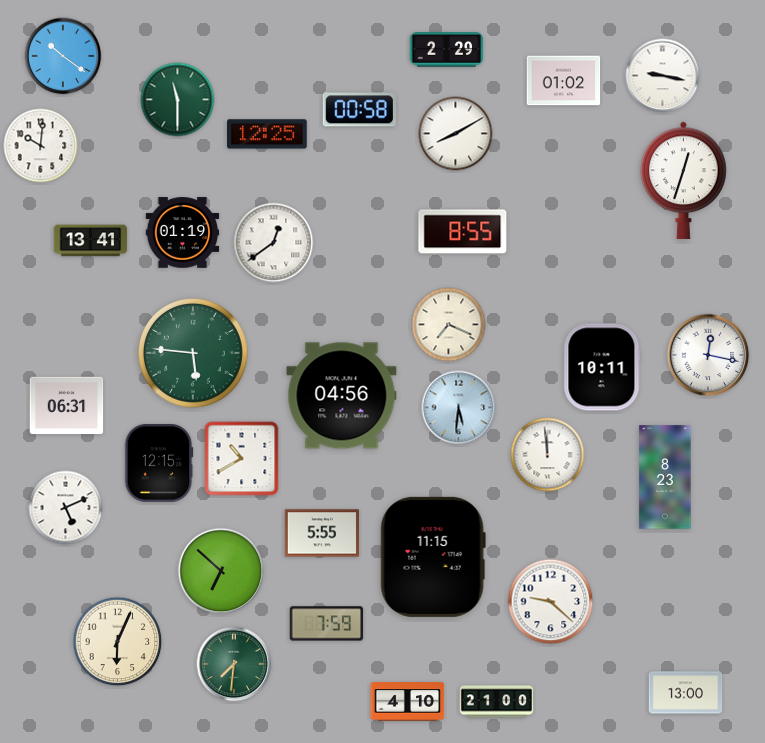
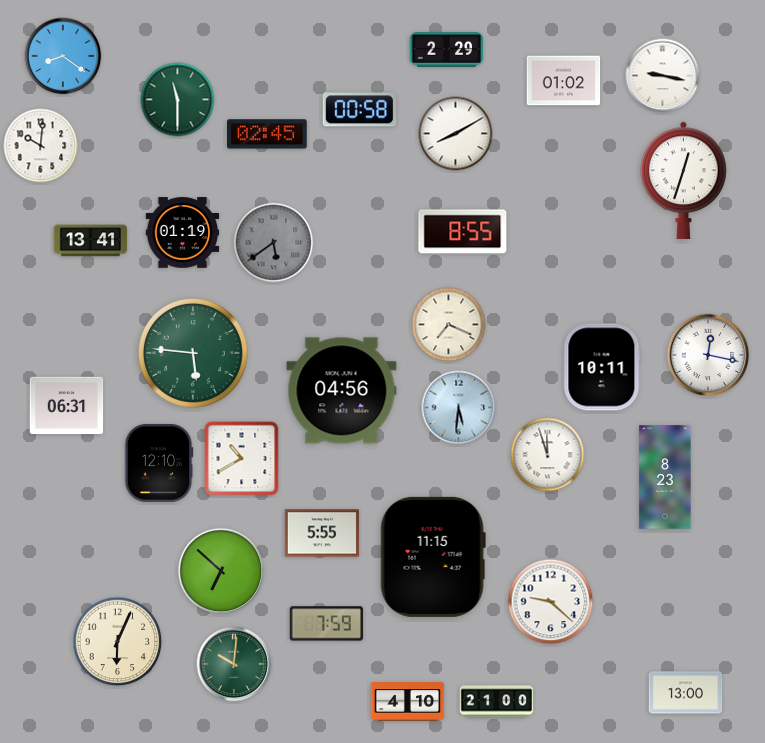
clock at (63, 56): 10:21 -> 8:21
clock at (267, 134): 12:25 -> 02:45
clock at (274, 243): 12:39 -> 5:39
clock at (274, 243) dial: white -> grey
clock at (342, 396) position: (342, 396) -> (342, 391)
clock at (548, 455): 11:59 -> 11:57
clock at (159, 463): 12:15 -> 12:10
clock at (66, 508): 5:11 -> none
clock at (234, 664): 7:31 -> 10:01
